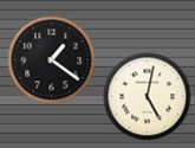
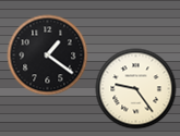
clock at (148, 97): 5:02 -> 9:24
